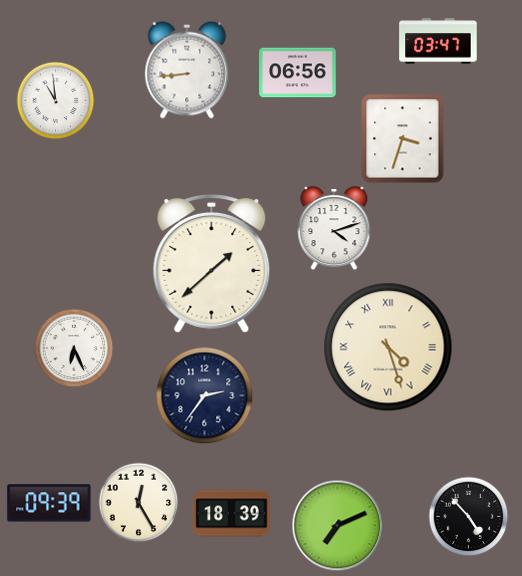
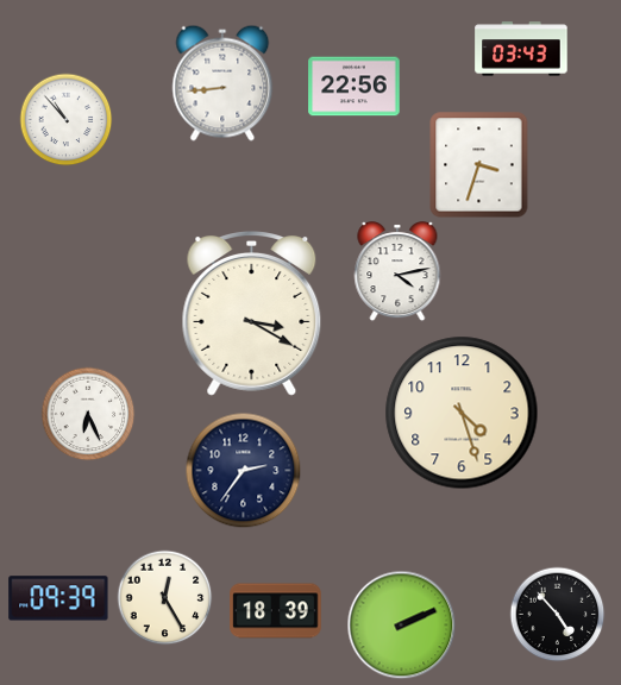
clock at (438, 41): 03:47 -> 03:43
clock at (298, 73): 06:56 -> 22:56
clock at (55, 100): 10:59 -> 10:53
clock at (334, 228): 4:12 -> 4:13
clock at (212, 264): 1:38 -> 3:20
clock at (388, 347) numerals: Roman -> Arabic
clock at (337, 525): 7:11 -> 2:11
